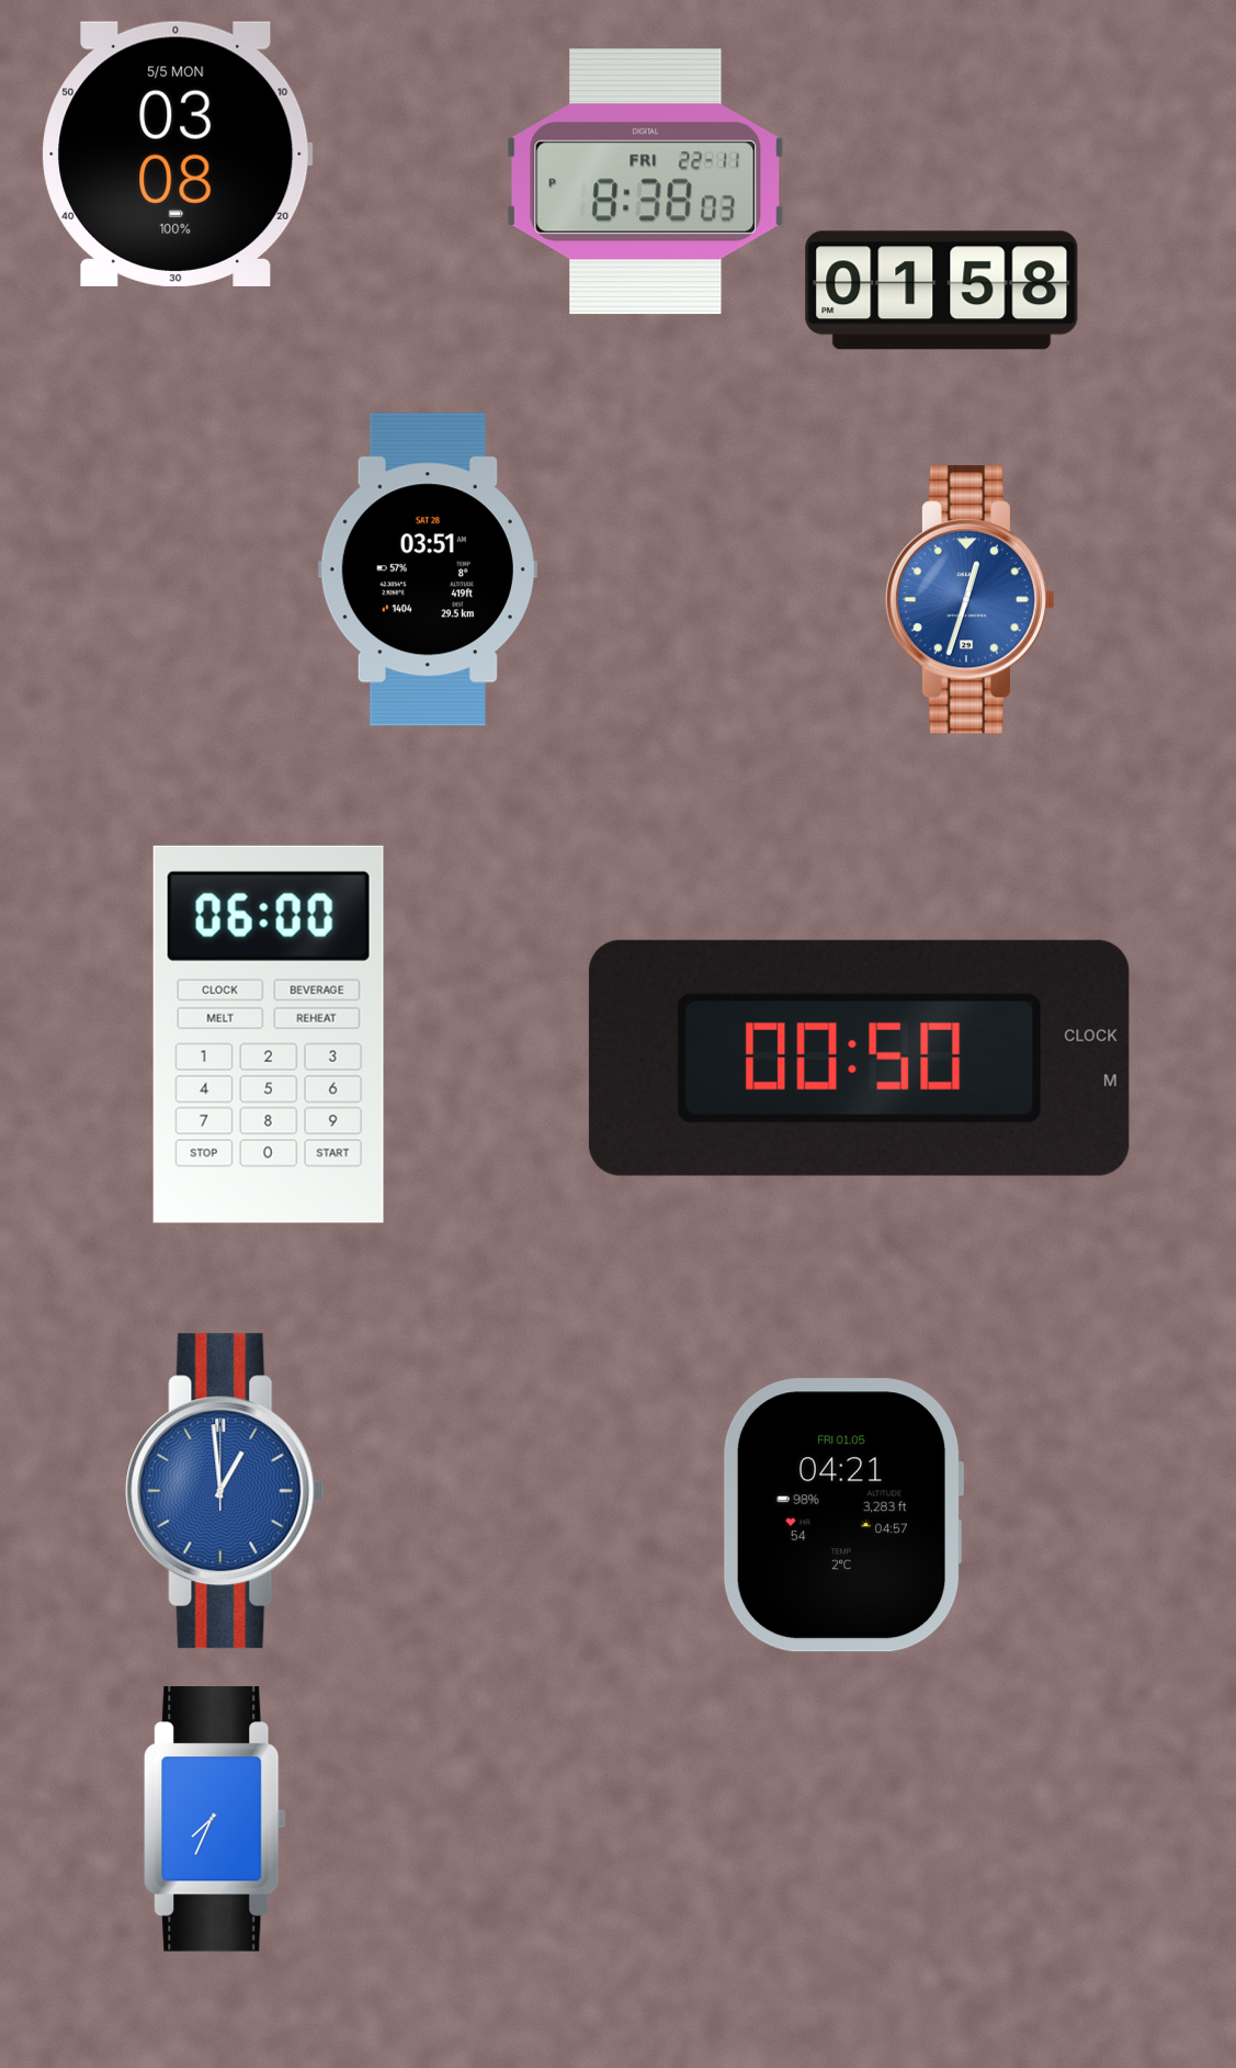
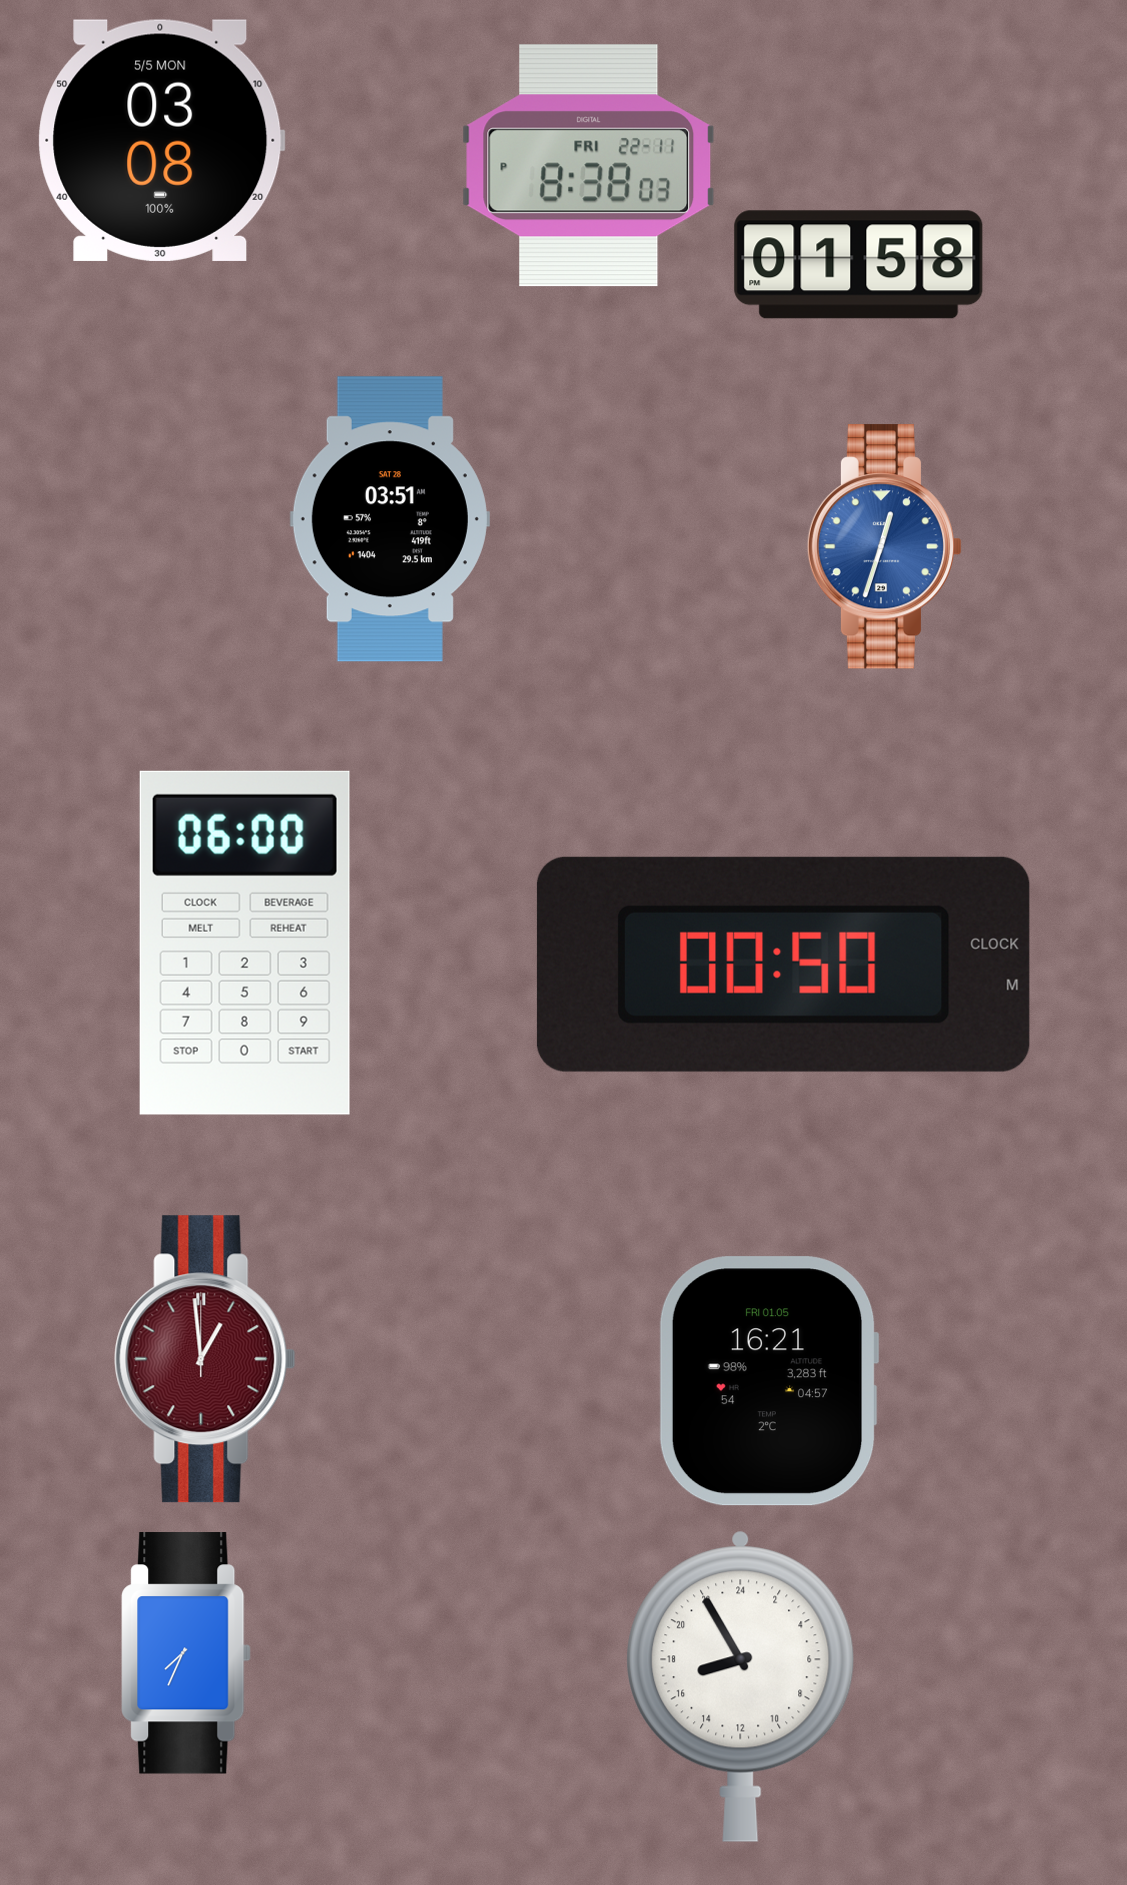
clock at (225, 1491) dial: blue -> burgundy
clock at (843, 1515): 04:21 -> 16:21
clock at (215, 1819) position: (215, 1819) -> (186, 1653)
clock at (741, 1686): none -> 16:55
